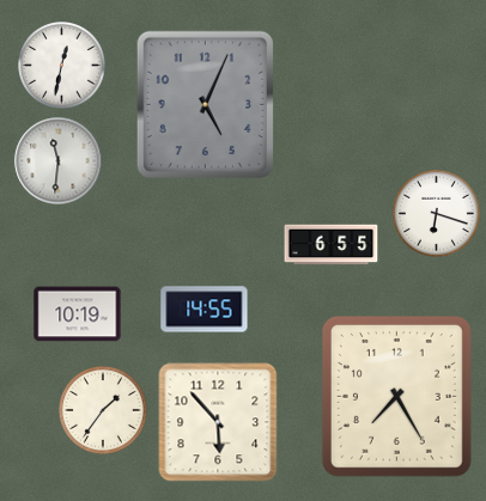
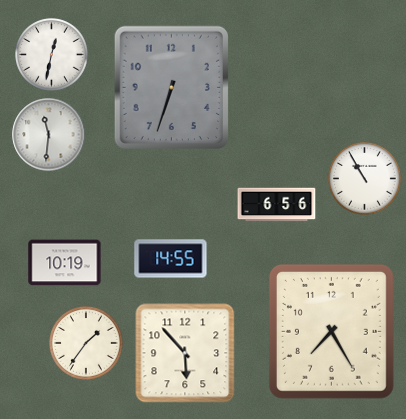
clock at (205, 104): 5:04 -> 6:33
clock at (437, 214): 6:18 -> 10:55
clock at (332, 245): 6:55 -> 6:56
clock at (218, 422) position: (218, 422) -> (185, 353)
